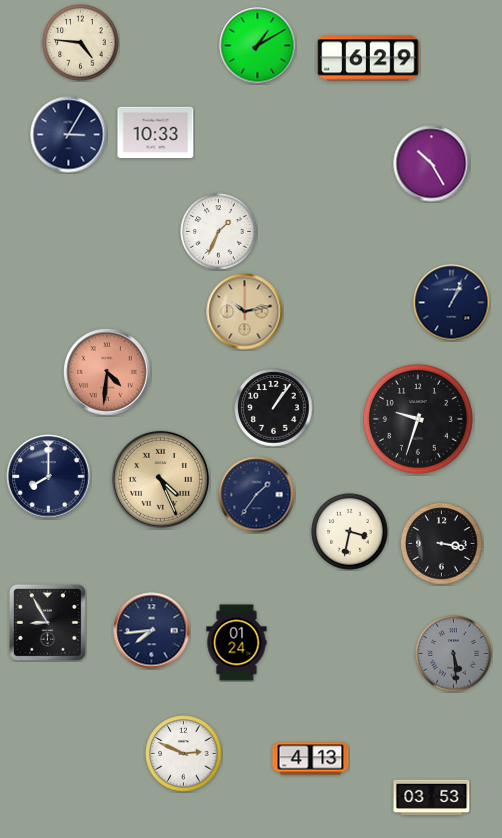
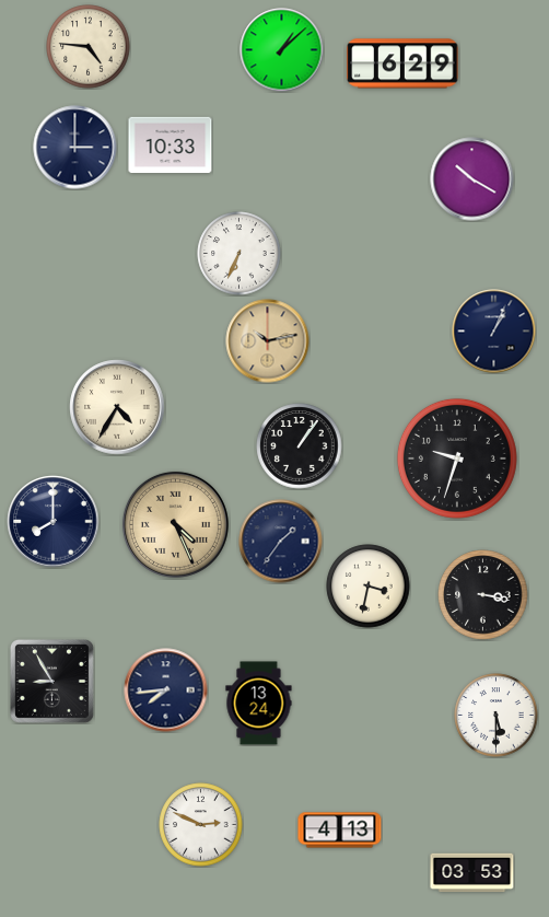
clock at (258, 46): 1:10 -> 1:08
clock at (69, 135): 3:05 -> 3:00
clock at (432, 164): 10:25 -> 10:20
clock at (219, 232): 1:34 -> 6:34
clock at (107, 372): 4:31 -> 4:35
clock at (107, 372) dial: salmon -> cream
clock at (350, 532) position: (350, 532) -> (369, 587)
clock at (237, 643): 01:24 -> 13:24
clock at (454, 654): 5:29 -> 5:30
clock at (454, 654) dial: grey -> white
